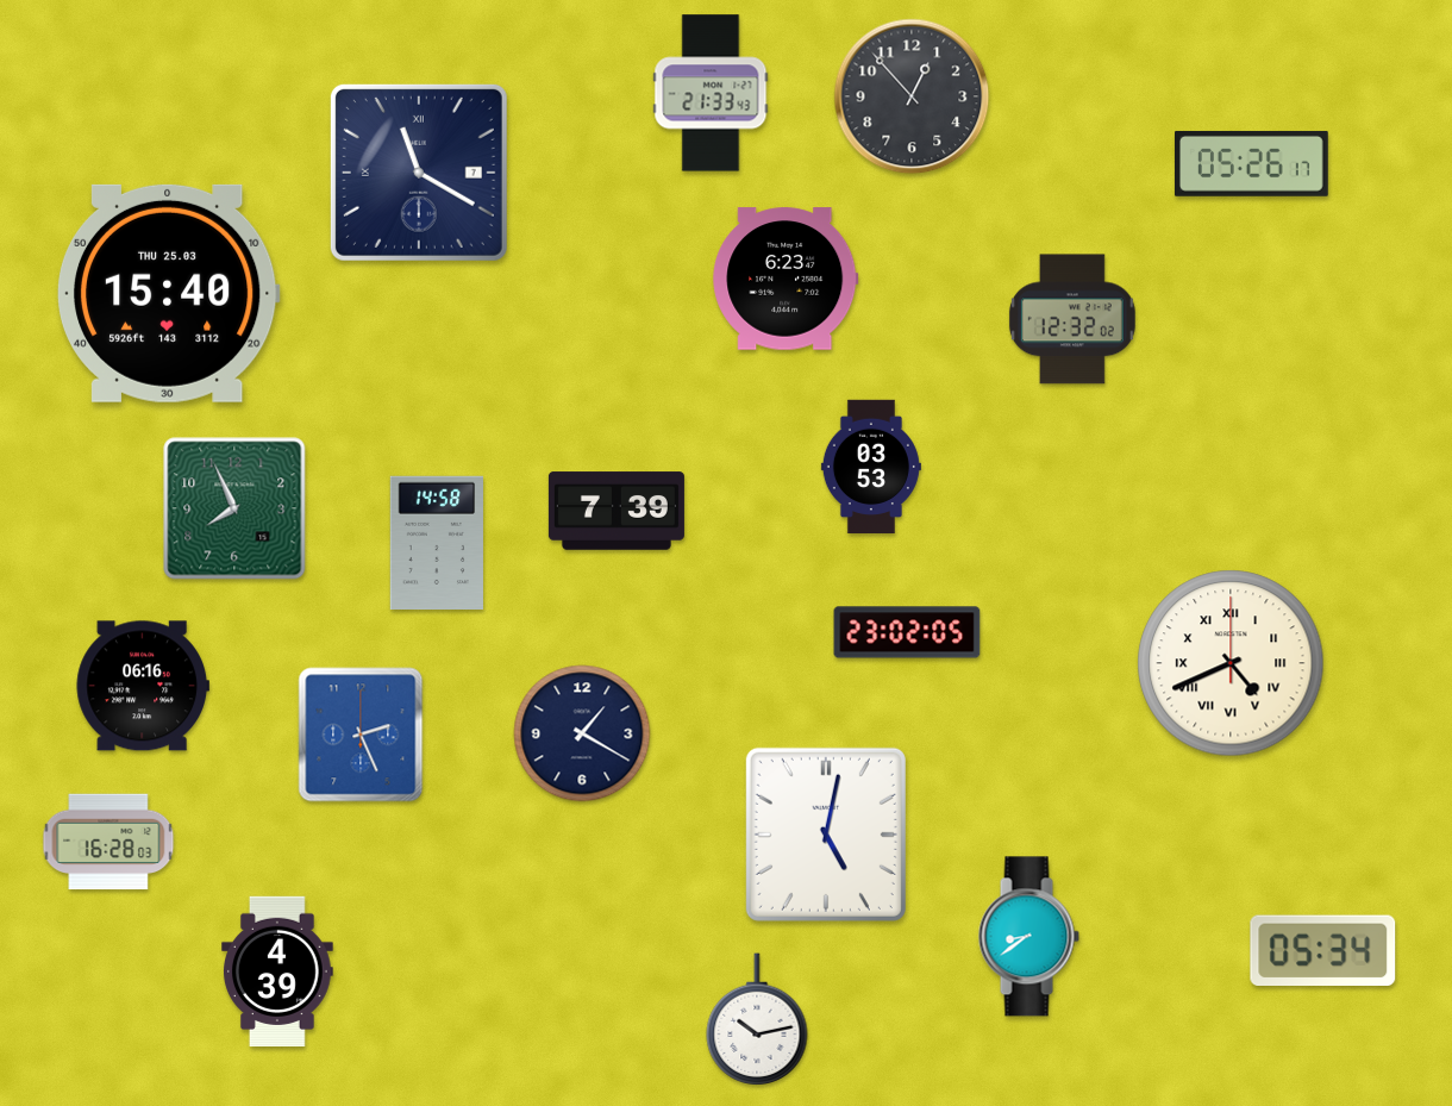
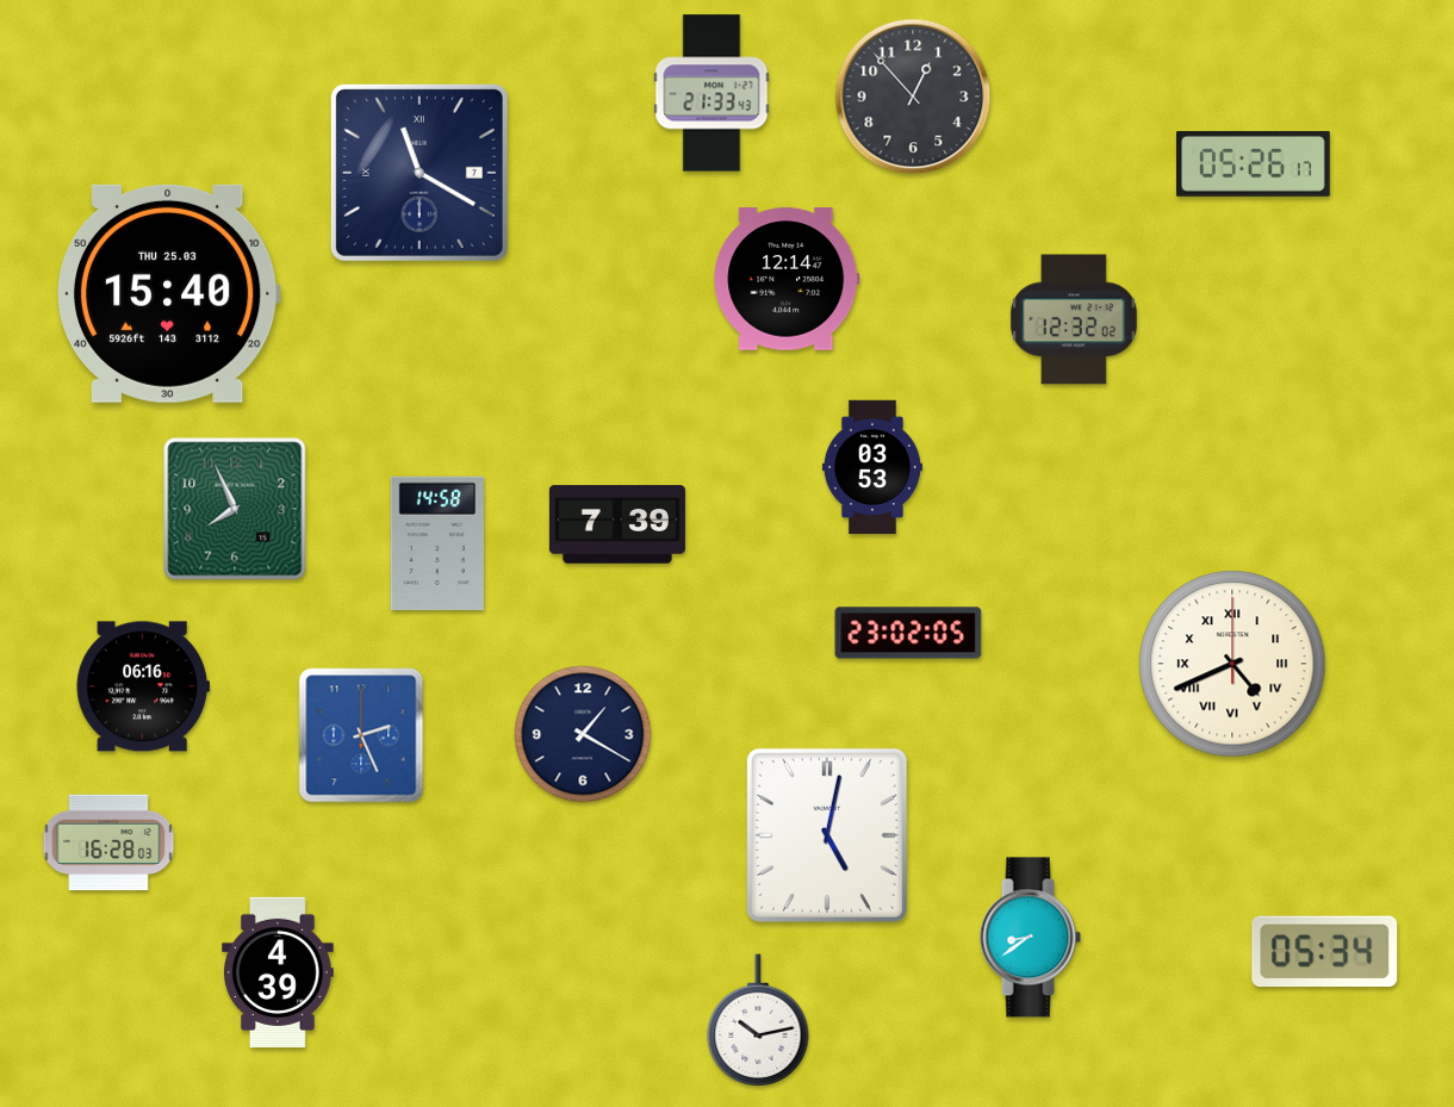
clock at (786, 279): 6:23 -> 12:14
clock at (617, 511) position: (617, 511) -> (617, 524)
